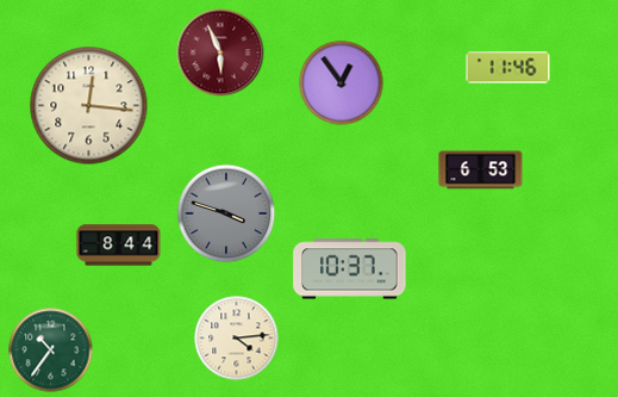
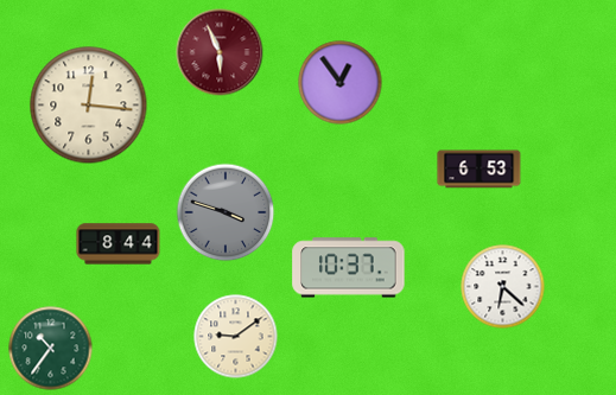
clock at (508, 68): 11:46 -> none
clock at (503, 287): none -> 6:22
clock at (237, 339): 4:14 -> 9:09
